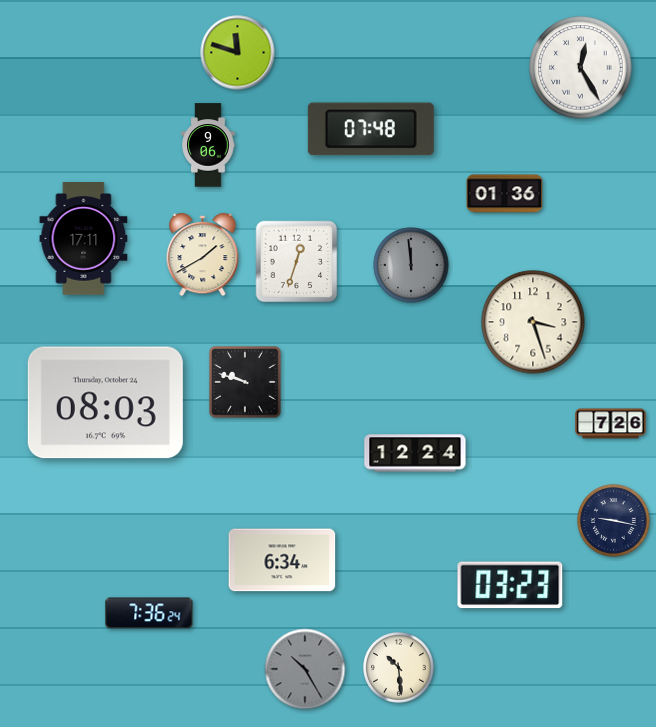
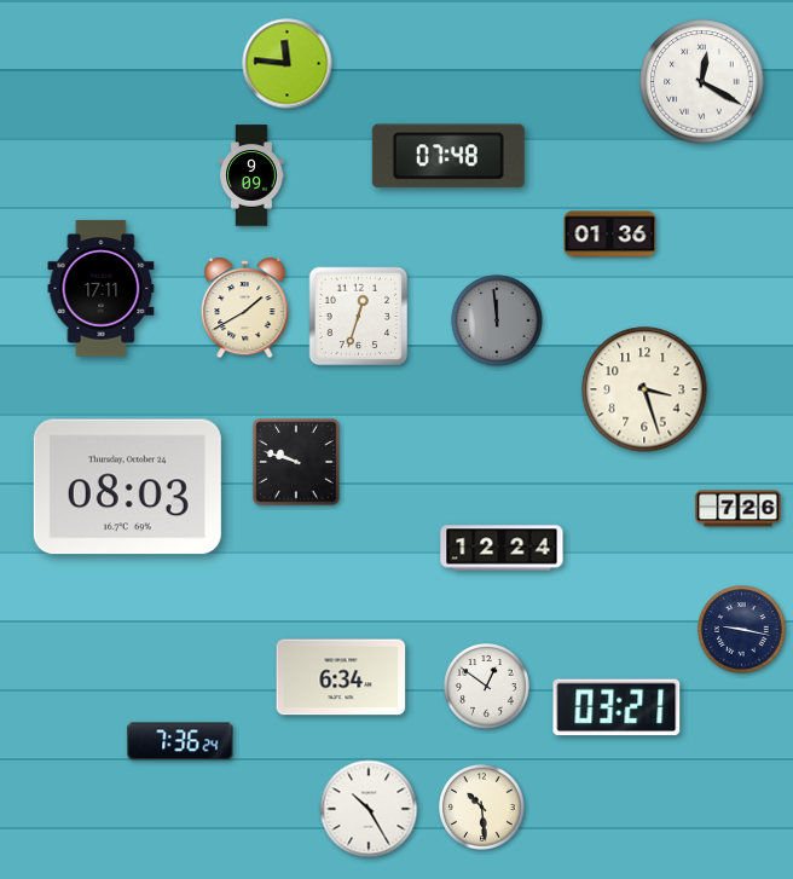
clock at (238, 53): 11:48 -> 11:46
clock at (581, 68): 12:25 -> 12:20
clock at (208, 145): 9:06 -> 9:09
clock at (611, 424) position: (611, 424) -> (739, 509)
clock at (487, 687): none -> 12:51
clock at (510, 585): 03:23 -> 03:21
clock at (305, 669) dial: grey -> white
